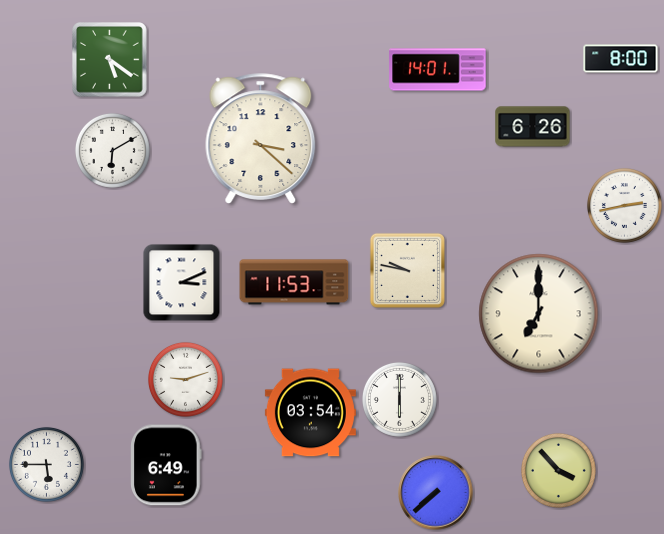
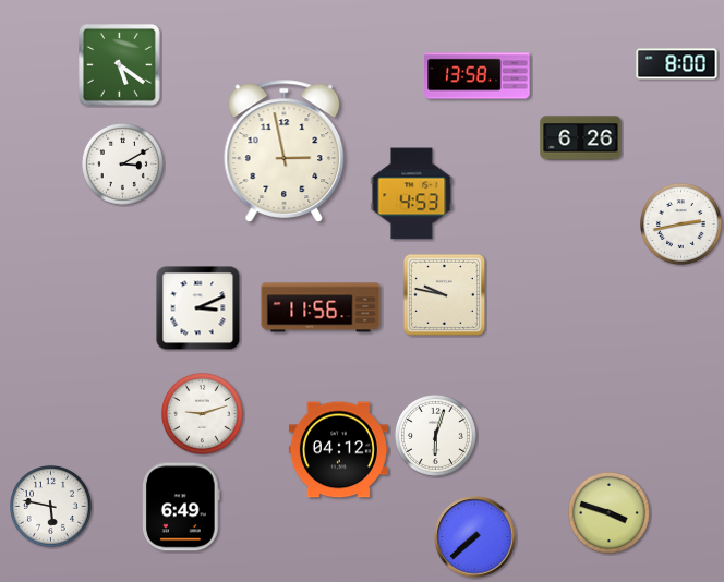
clock at (438, 70): 14:01 -> 13:58
clock at (261, 139): 3:22 -> 2:58
clock at (112, 150): 6:10 -> 3:10
clock at (412, 194): none -> 4:53
clock at (294, 282): 11:53 -> 11:56
clock at (539, 314): 7:00 -> none
clock at (399, 399): 6:00 -> 6:03
clock at (310, 413): 03:54 -> 04:12
clock at (46, 464): 5:45 -> 5:47
clock at (558, 470): 3:53 -> 3:48
